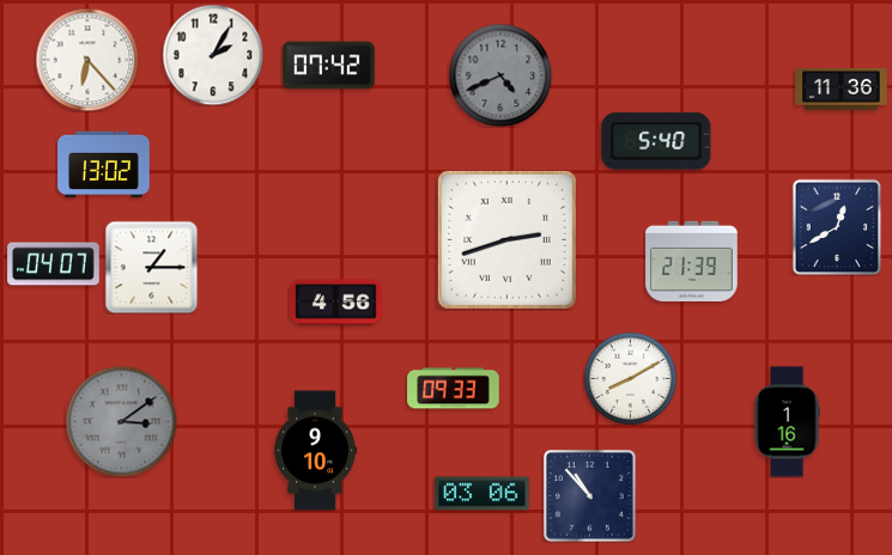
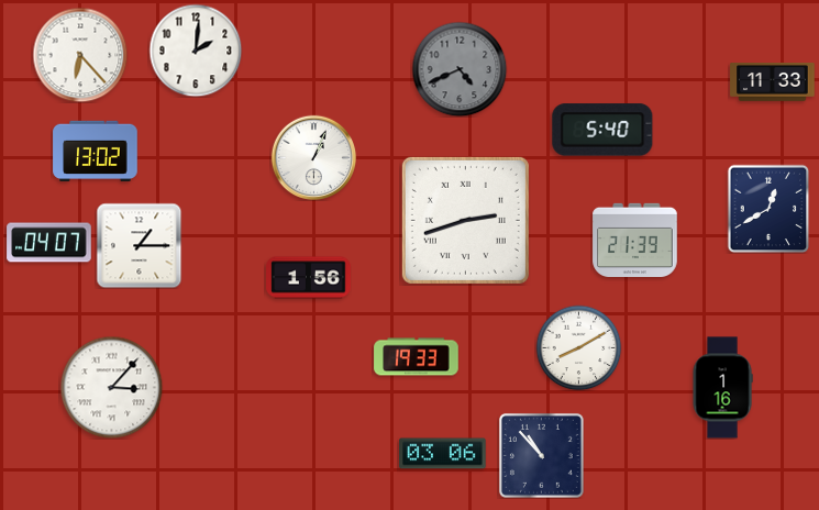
clock at (213, 55): 2:05 -> 2:01
clock at (329, 66): 07:42 -> none
clock at (842, 90): 11:36 -> 11:33
clock at (313, 157): none -> 1:04
clock at (336, 303): 4:56 -> 1:56
clock at (454, 389): 09:33 -> 19:33
clock at (121, 421): 3:09 -> 3:07
clock at (121, 421) dial: grey -> white
clock at (315, 451): 9:10 -> none
